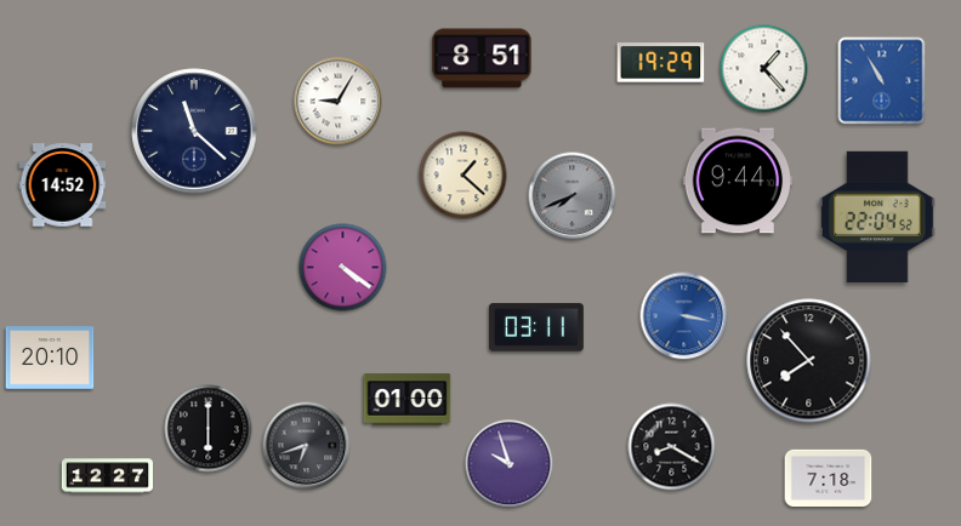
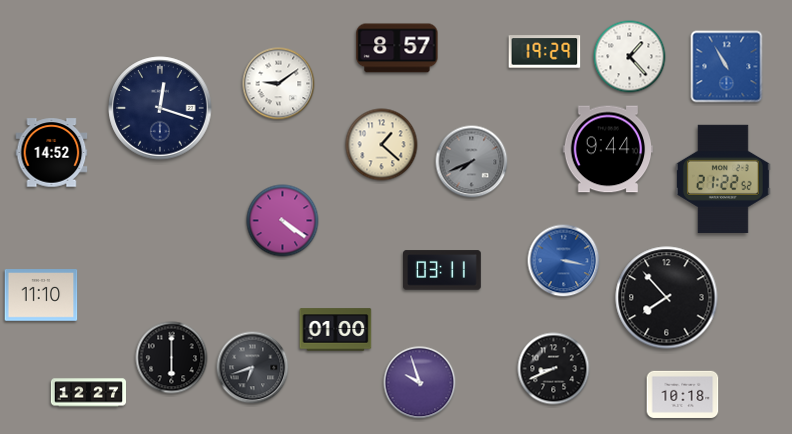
clock at (482, 58): 8:51 -> 8:57
clock at (339, 102): 9:05 -> 9:09
clock at (194, 131): 11:22 -> 12:18
clock at (877, 217): 22:04 -> 21:22
clock at (50, 358): 20:10 -> 11:10
clock at (209, 429) position: (209, 429) -> (172, 358)
clock at (672, 447): 8:20 -> 8:41
clock at (829, 478): 7:18 -> 10:18
